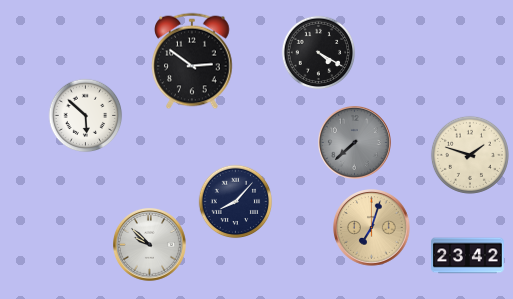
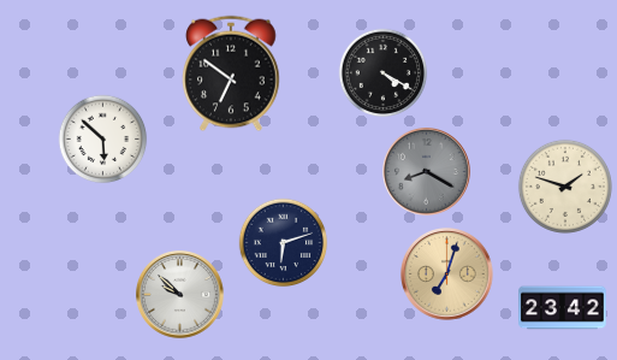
clock at (319, 53) position: (319, 53) -> (384, 73)
clock at (192, 61): 2:51 -> 6:51
clock at (355, 143): 7:38 -> 8:20
clock at (236, 202): 8:07 -> 6:12
